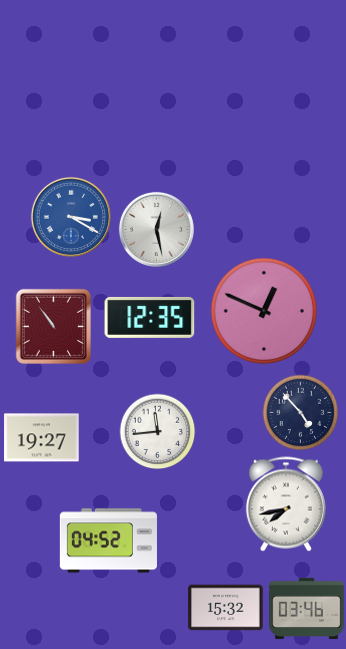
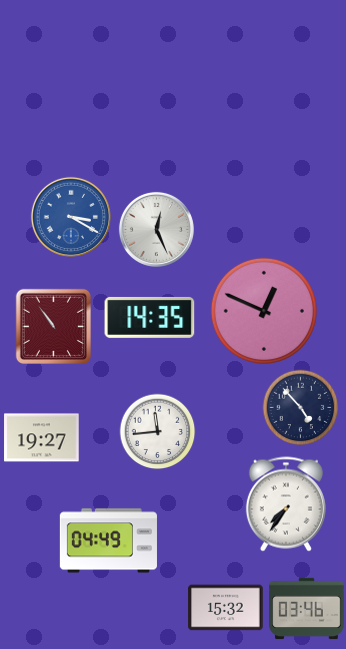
clock at (156, 229): 12:28 -> 12:26
clock at (150, 317): 12:35 -> 14:35
clock at (301, 413) position: (301, 413) -> (301, 408)
clock at (286, 504): 7:43 -> 7:36
clock at (108, 541): 04:52 -> 04:49
